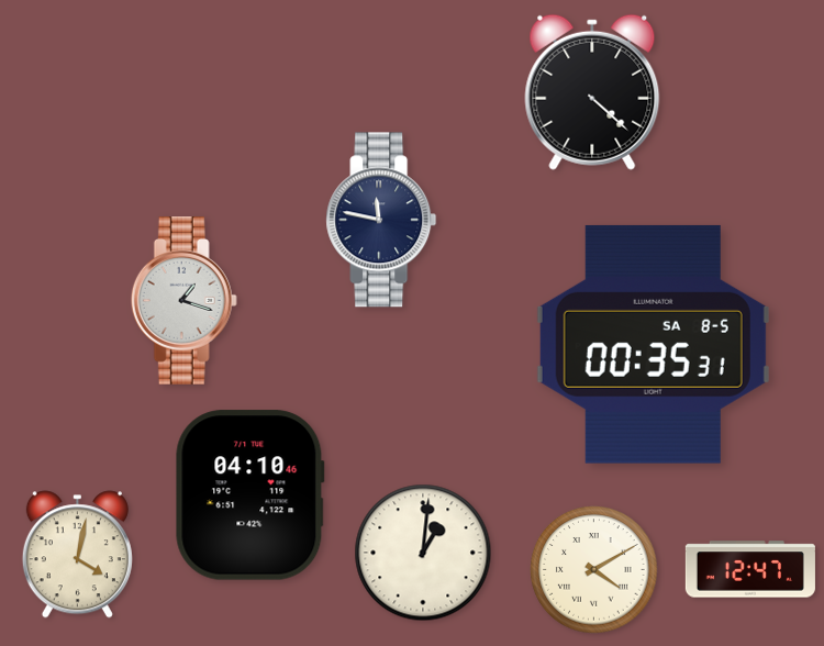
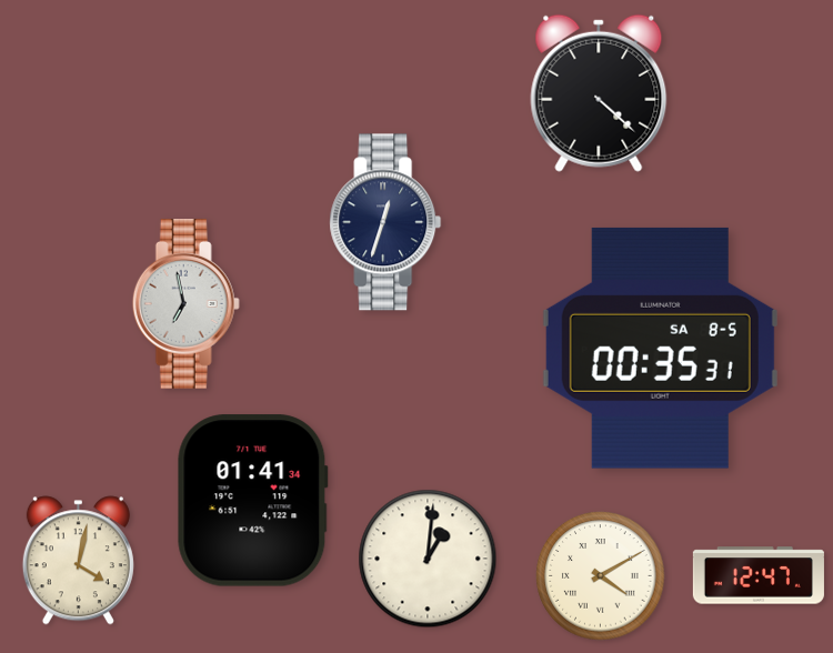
clock at (381, 220): 11:47 -> 12:33
clock at (183, 301): 1:18 -> 6:58
clock at (249, 495): 04:10 -> 01:41
